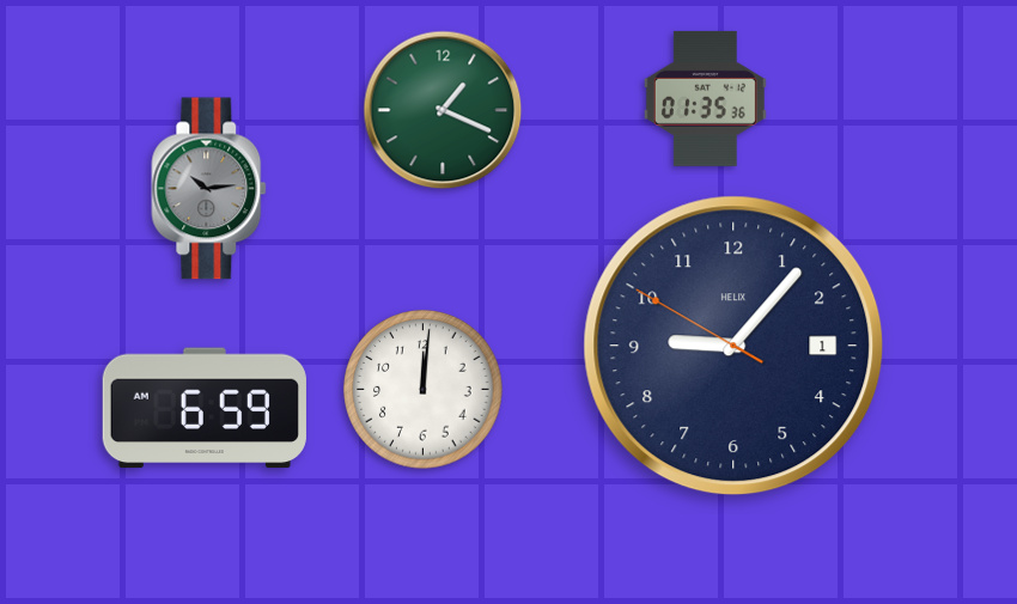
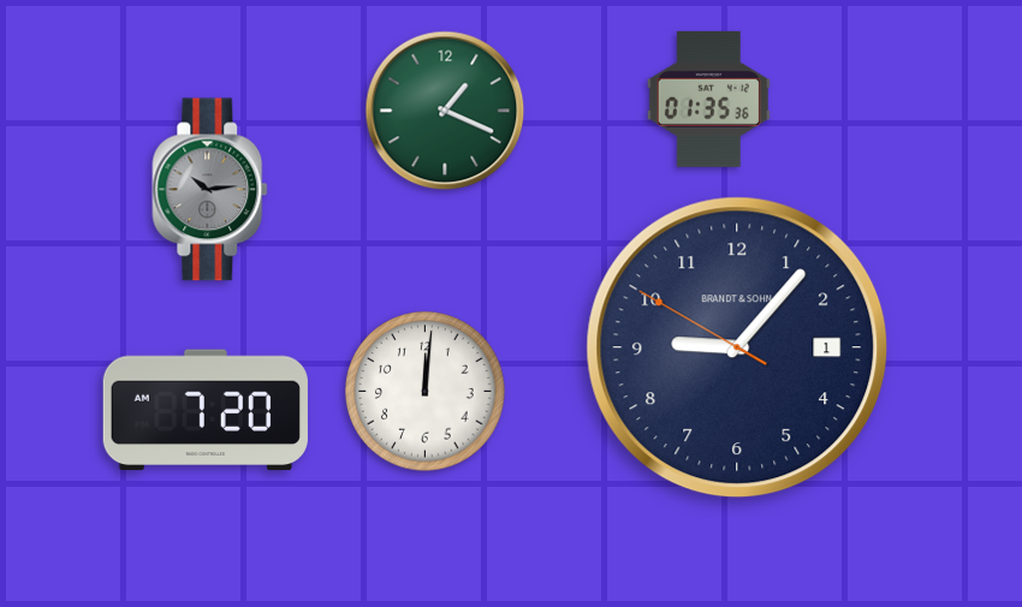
clock at (733, 346) brand: HELIX -> BRANDT & SOHN
clock at (205, 408): 6:59 -> 7:20
